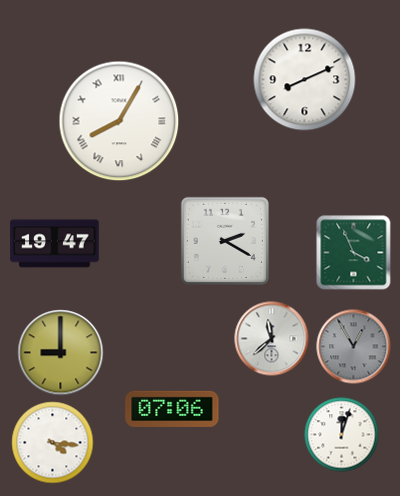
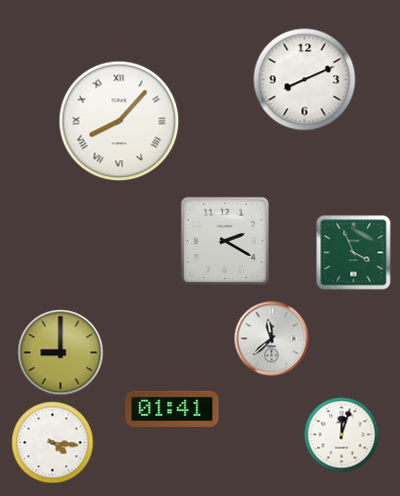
clock at (119, 121): 8:05 -> 8:07
clock at (55, 244): 19:47 -> none
clock at (354, 347): 12:55 -> none
clock at (172, 409): 07:06 -> 01:41
